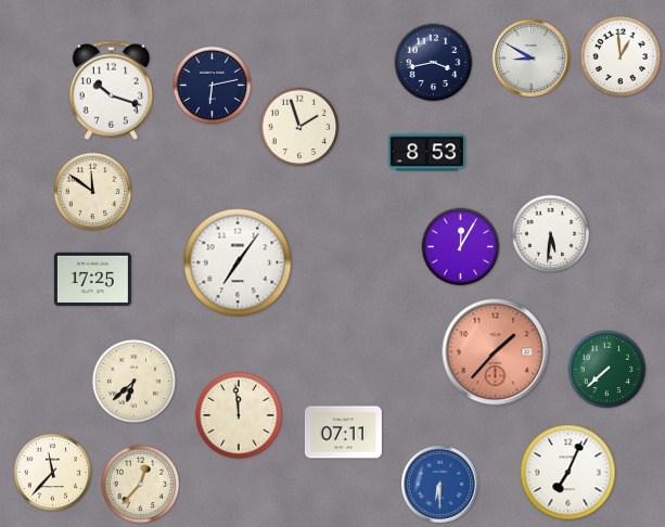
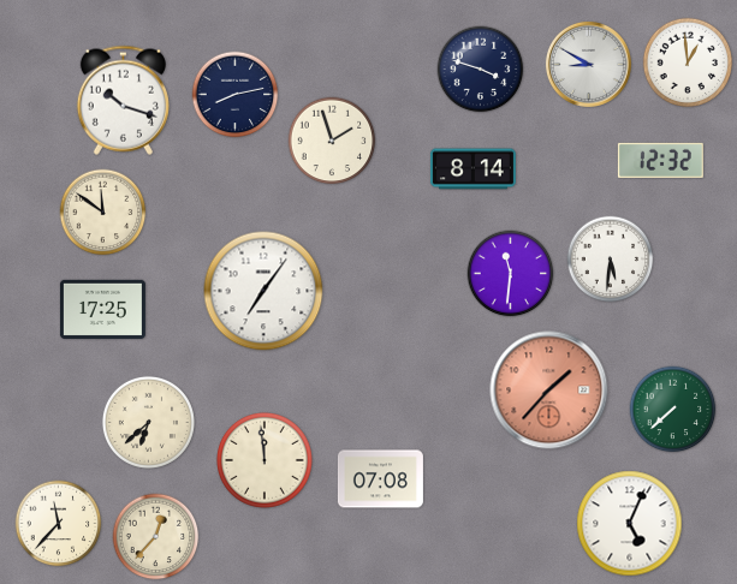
clock at (434, 63): 3:43 -> 3:48
clock at (213, 86): 6:13 -> 8:13
clock at (660, 160): none -> 12:32
clock at (426, 153): 8:53 -> 8:14
clock at (461, 247): 12:05 -> 11:31
clock at (343, 433): 07:11 -> 07:08
clock at (568, 473): 7:04 -> 5:04
clock at (439, 484): 6:30 -> none
